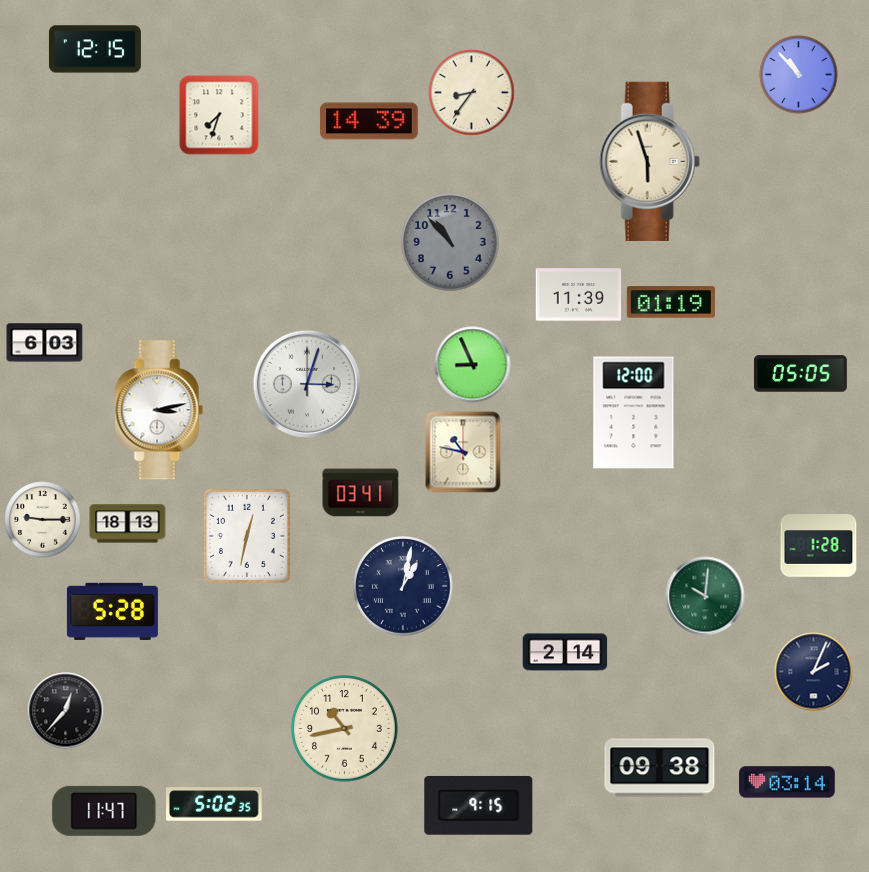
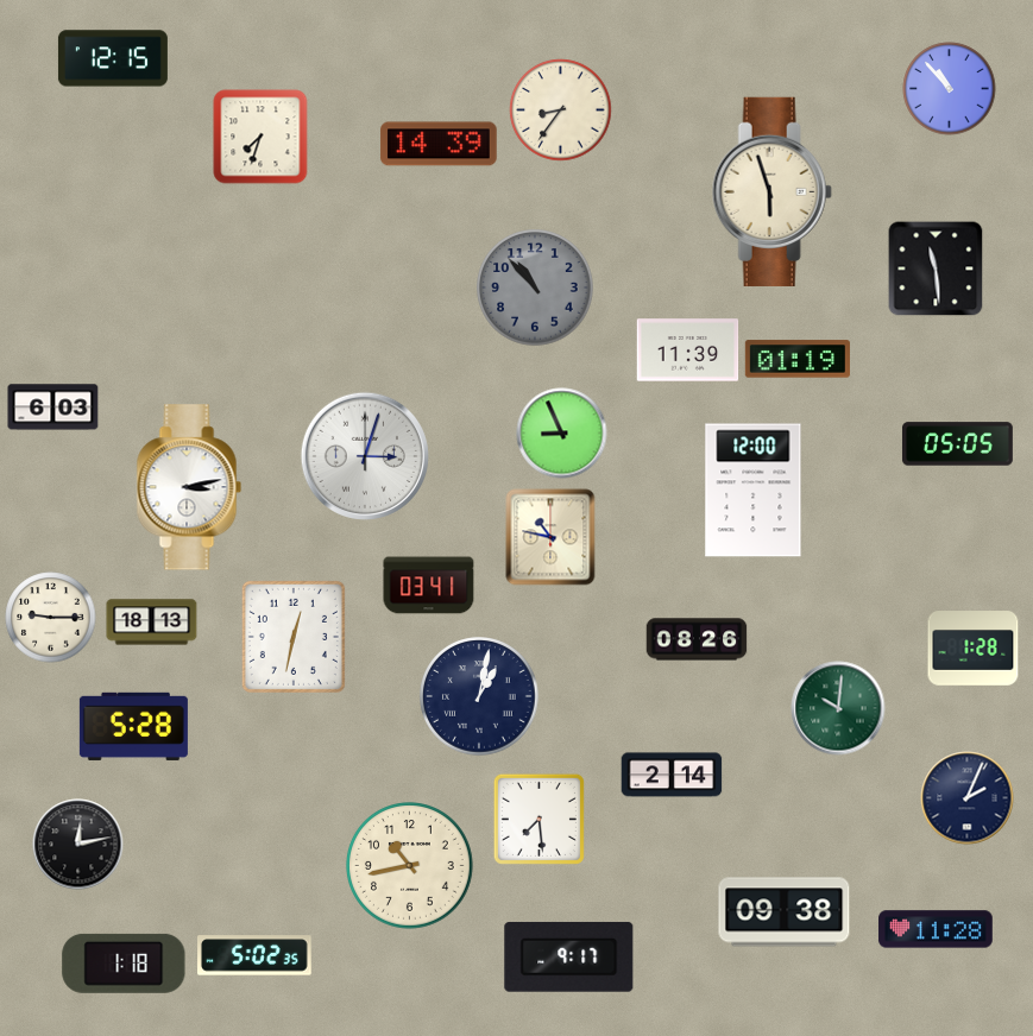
clock at (936, 269): none -> 11:29
clock at (800, 374) position: (800, 374) -> (957, 444)
clock at (697, 639): none -> 08:26
clock at (538, 819): none -> 7:29
clock at (66, 711): 12:37 -> 12:13
clock at (787, 782): 03:14 -> 11:28
clock at (479, 805): 9:15 -> 9:17
clock at (104, 811): 11:47 -> 1:18
